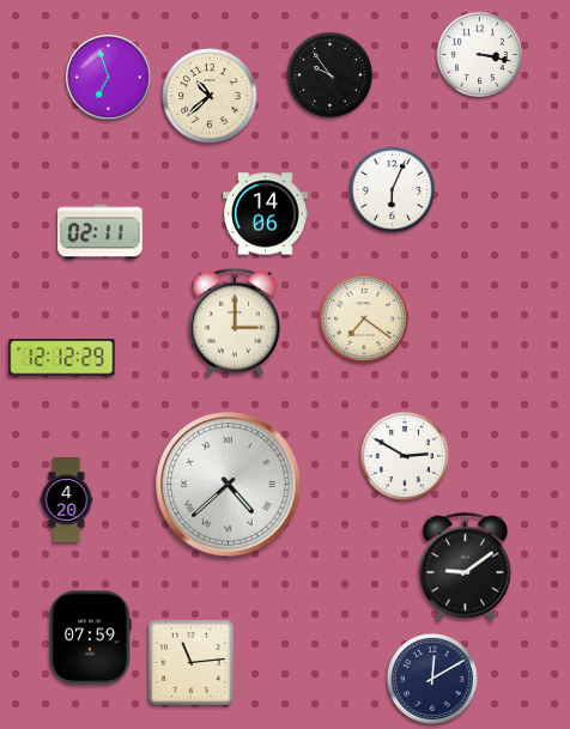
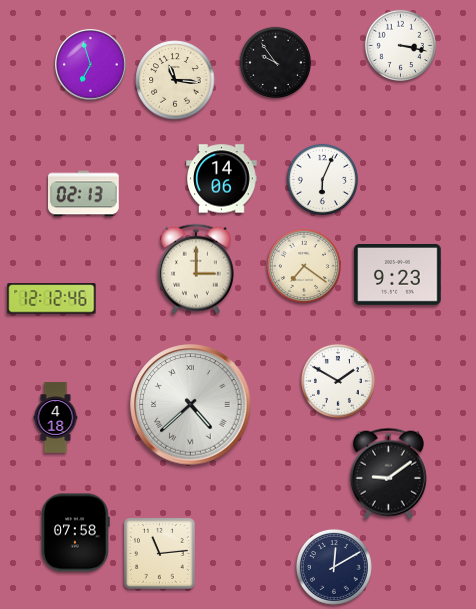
clock at (210, 96): 10:38 -> 11:16
clock at (392, 189) position: (392, 189) -> (322, 179)
clock at (101, 232): 02:11 -> 02:13
clock at (398, 275): none -> 9:23
clock at (62, 358): 12:12:29 -> 12:12:46
clock at (405, 456): 2:50 -> 1:50
clock at (67, 500): 4:20 -> 4:18
clock at (91, 638): 07:59 -> 07:58
clock at (432, 679) position: (432, 679) -> (334, 567)
